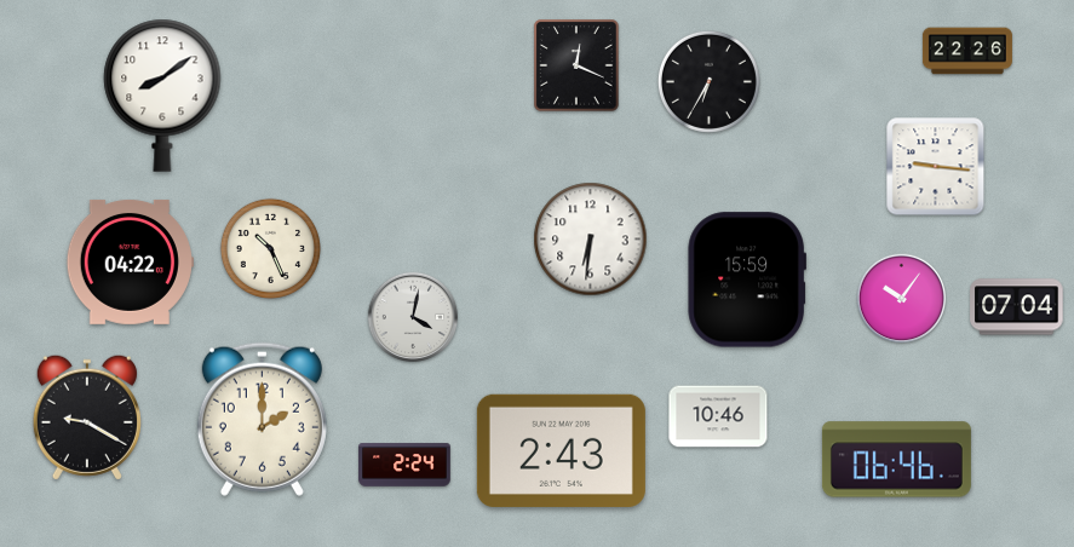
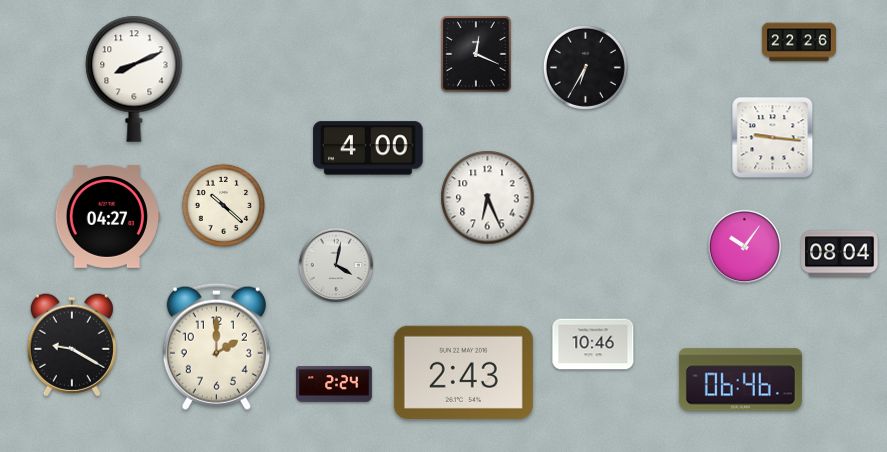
clock at (162, 96): 8:09 -> 8:11
clock at (368, 148): none -> 4:00
clock at (591, 240): 6:31 -> 6:26
clock at (270, 248): 10:26 -> 10:22
clock at (130, 261): 04:22 -> 04:27
clock at (747, 280): 15:59 -> none
clock at (1017, 307): 07:04 -> 08:04
clock at (413, 317) position: (413, 317) -> (336, 265)
